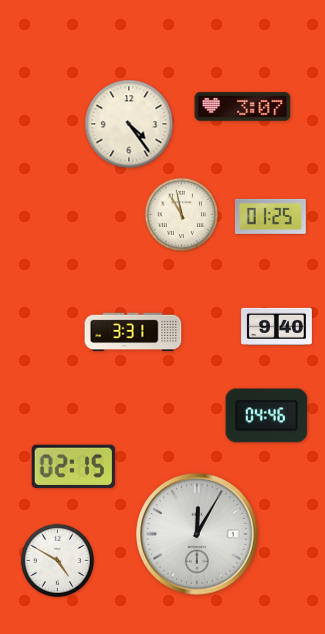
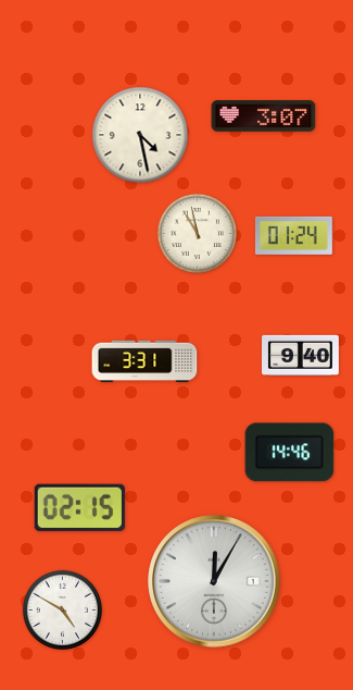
clock at (129, 124): 4:24 -> 4:28
clock at (270, 216): 01:25 -> 01:24
clock at (267, 416): 04:46 -> 14:46
